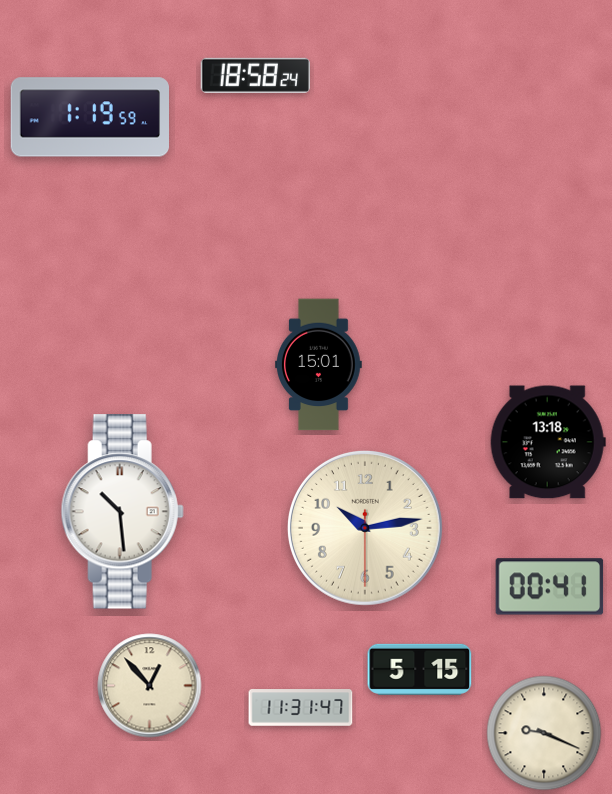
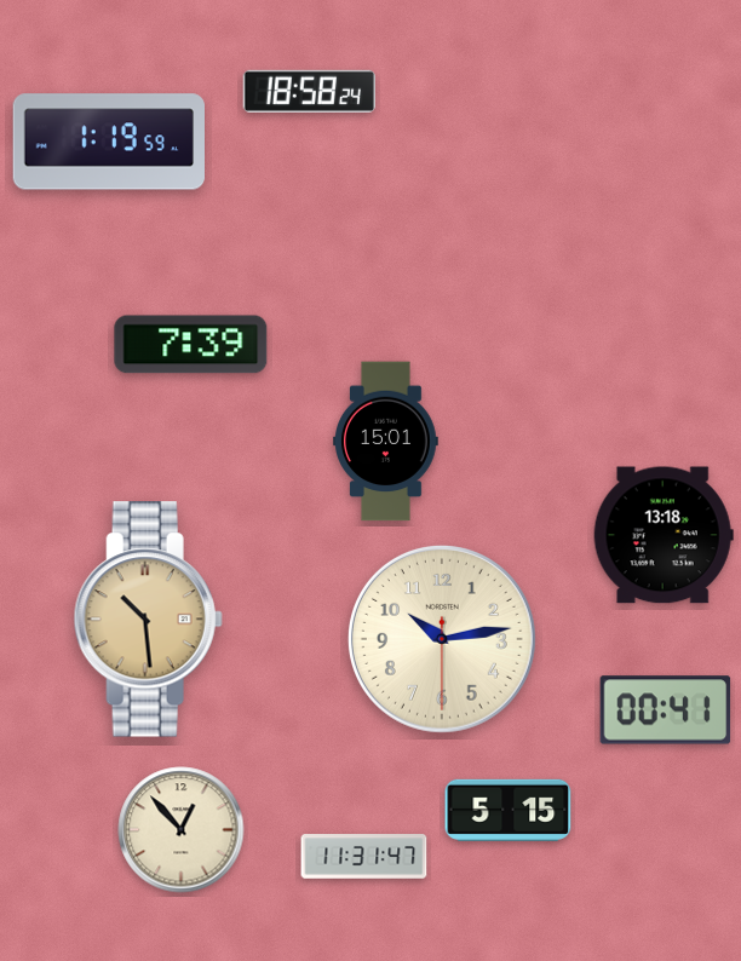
clock at (191, 345): none -> 7:39
clock at (122, 512) dial: white -> champagne
clock at (544, 733): 9:19 -> none
